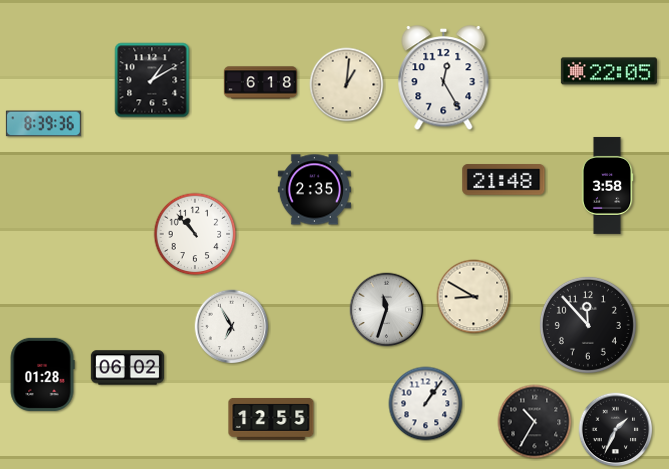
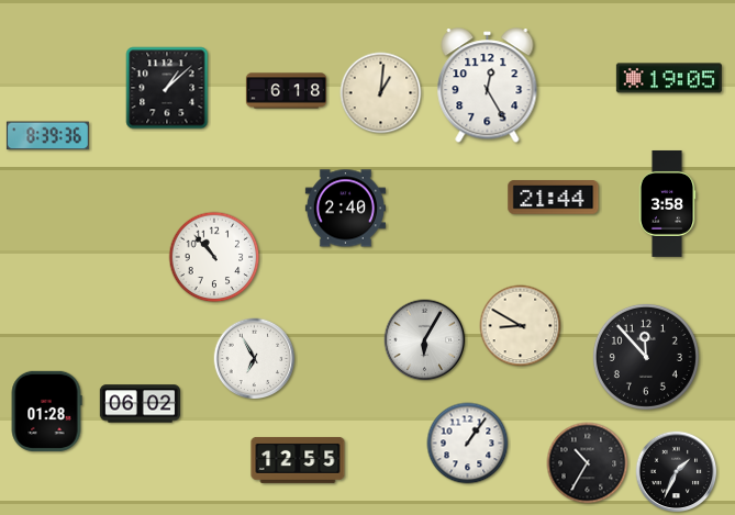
clock at (609, 71): 22:05 -> 19:05
clock at (152, 80): 1:10 -> 1:08
clock at (504, 180): 21:48 -> 21:44
clock at (314, 190): 2:35 -> 2:40
clock at (387, 310): 11:33 -> 6:05
